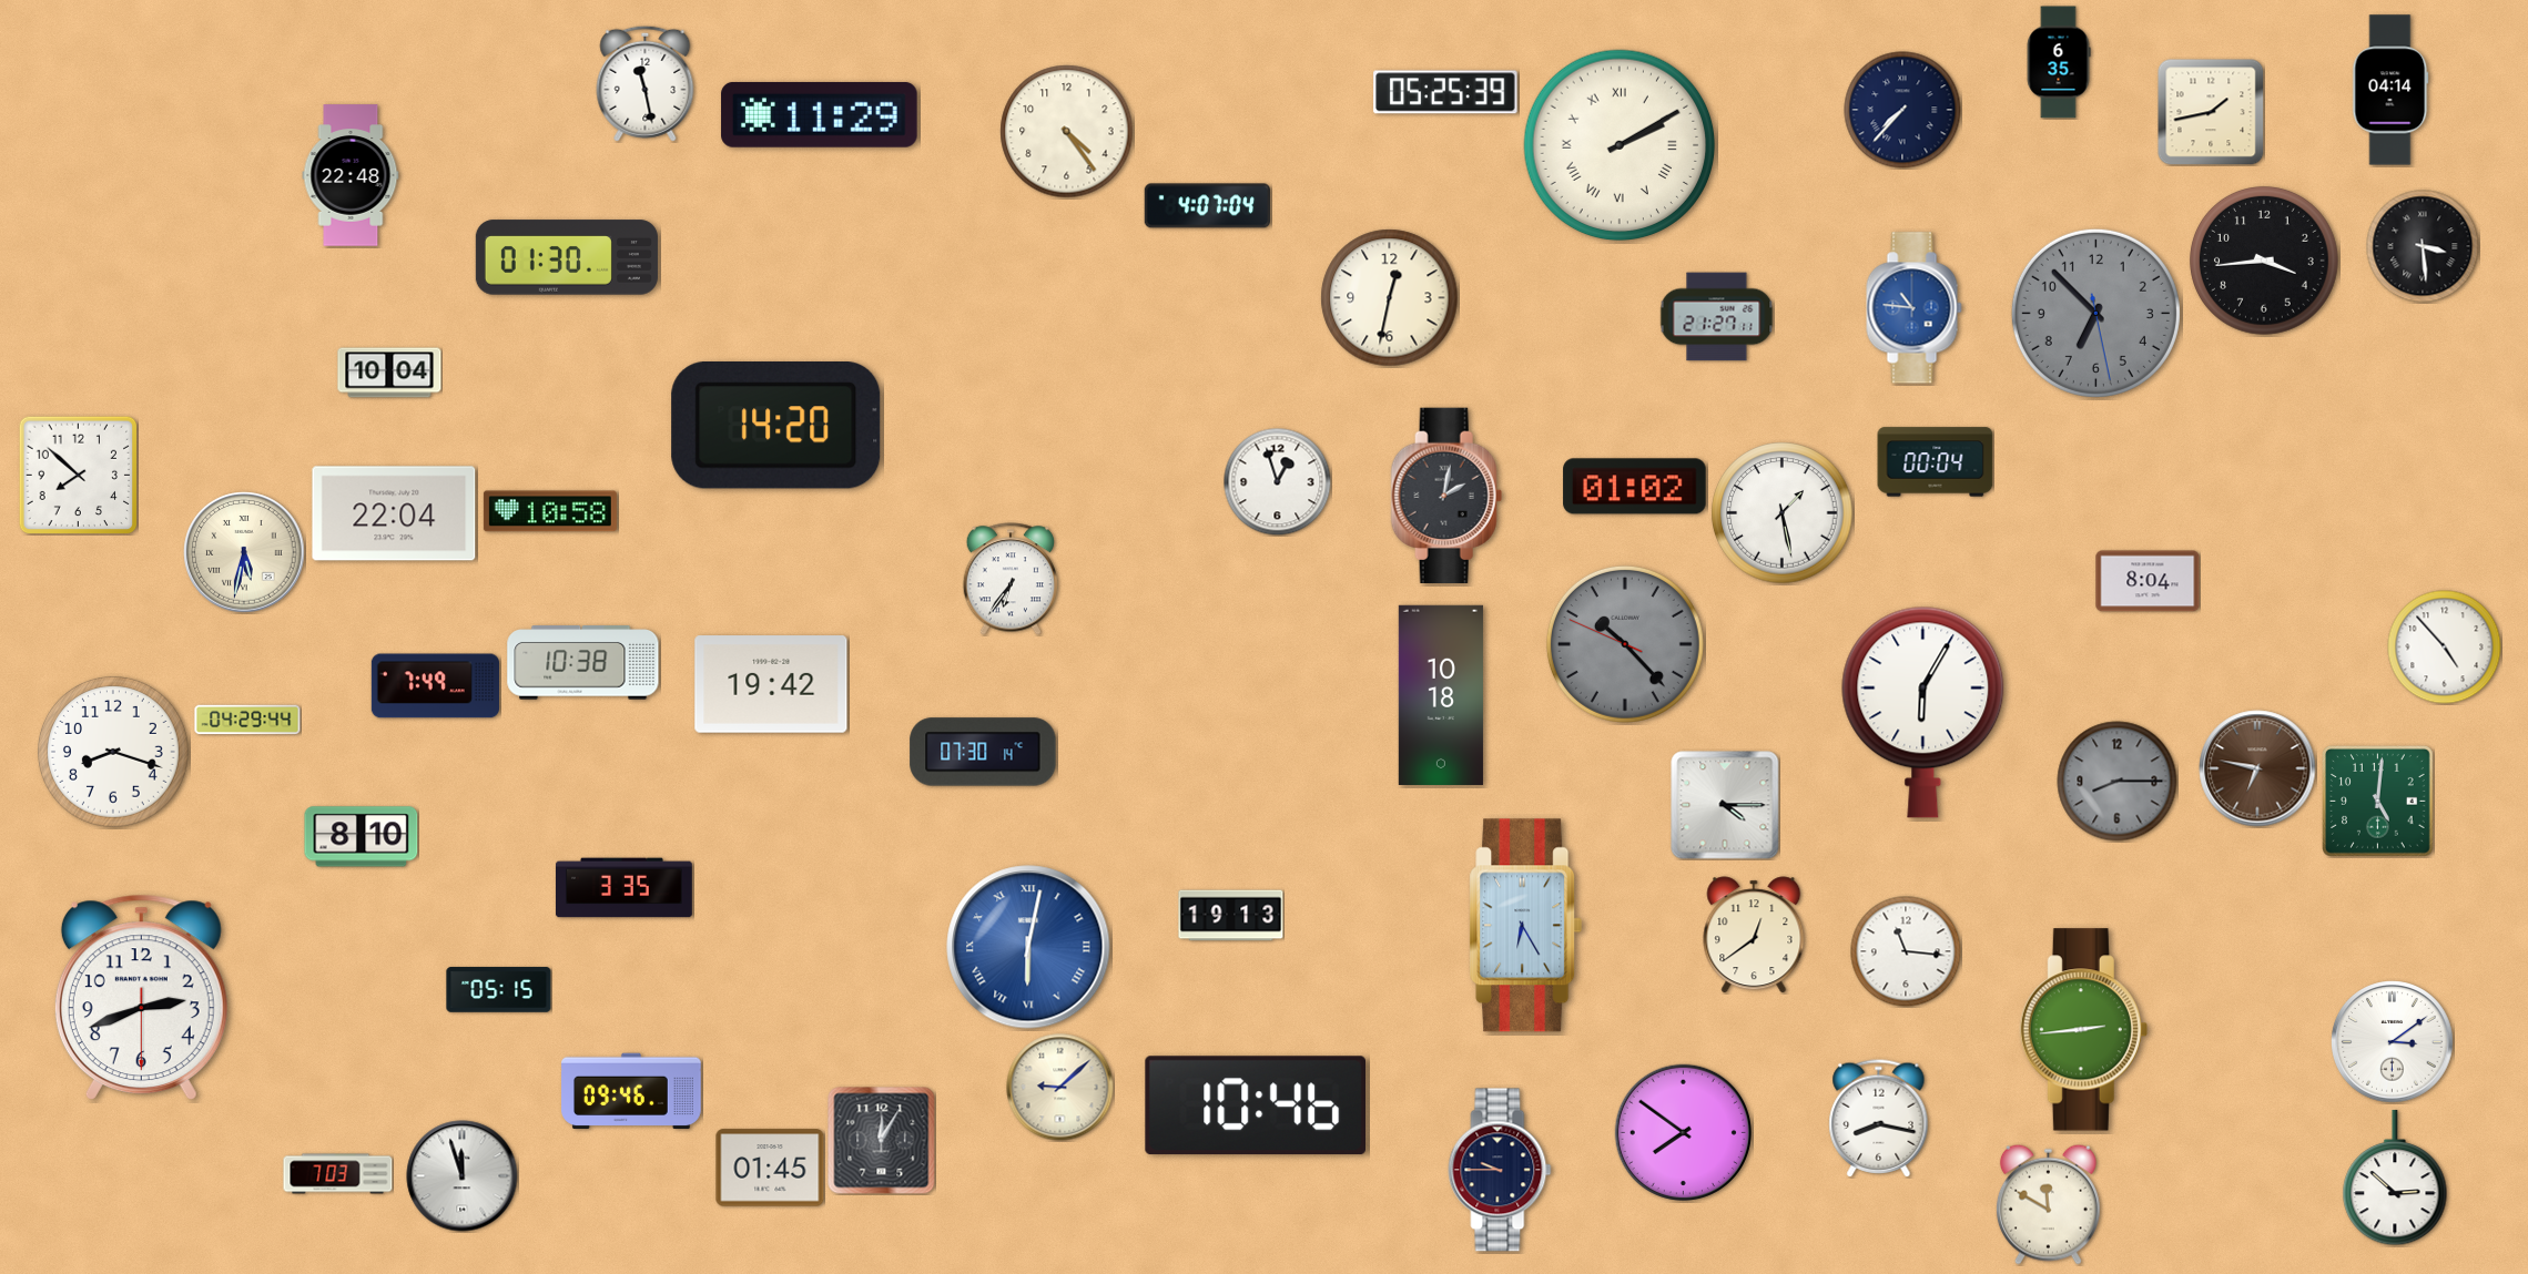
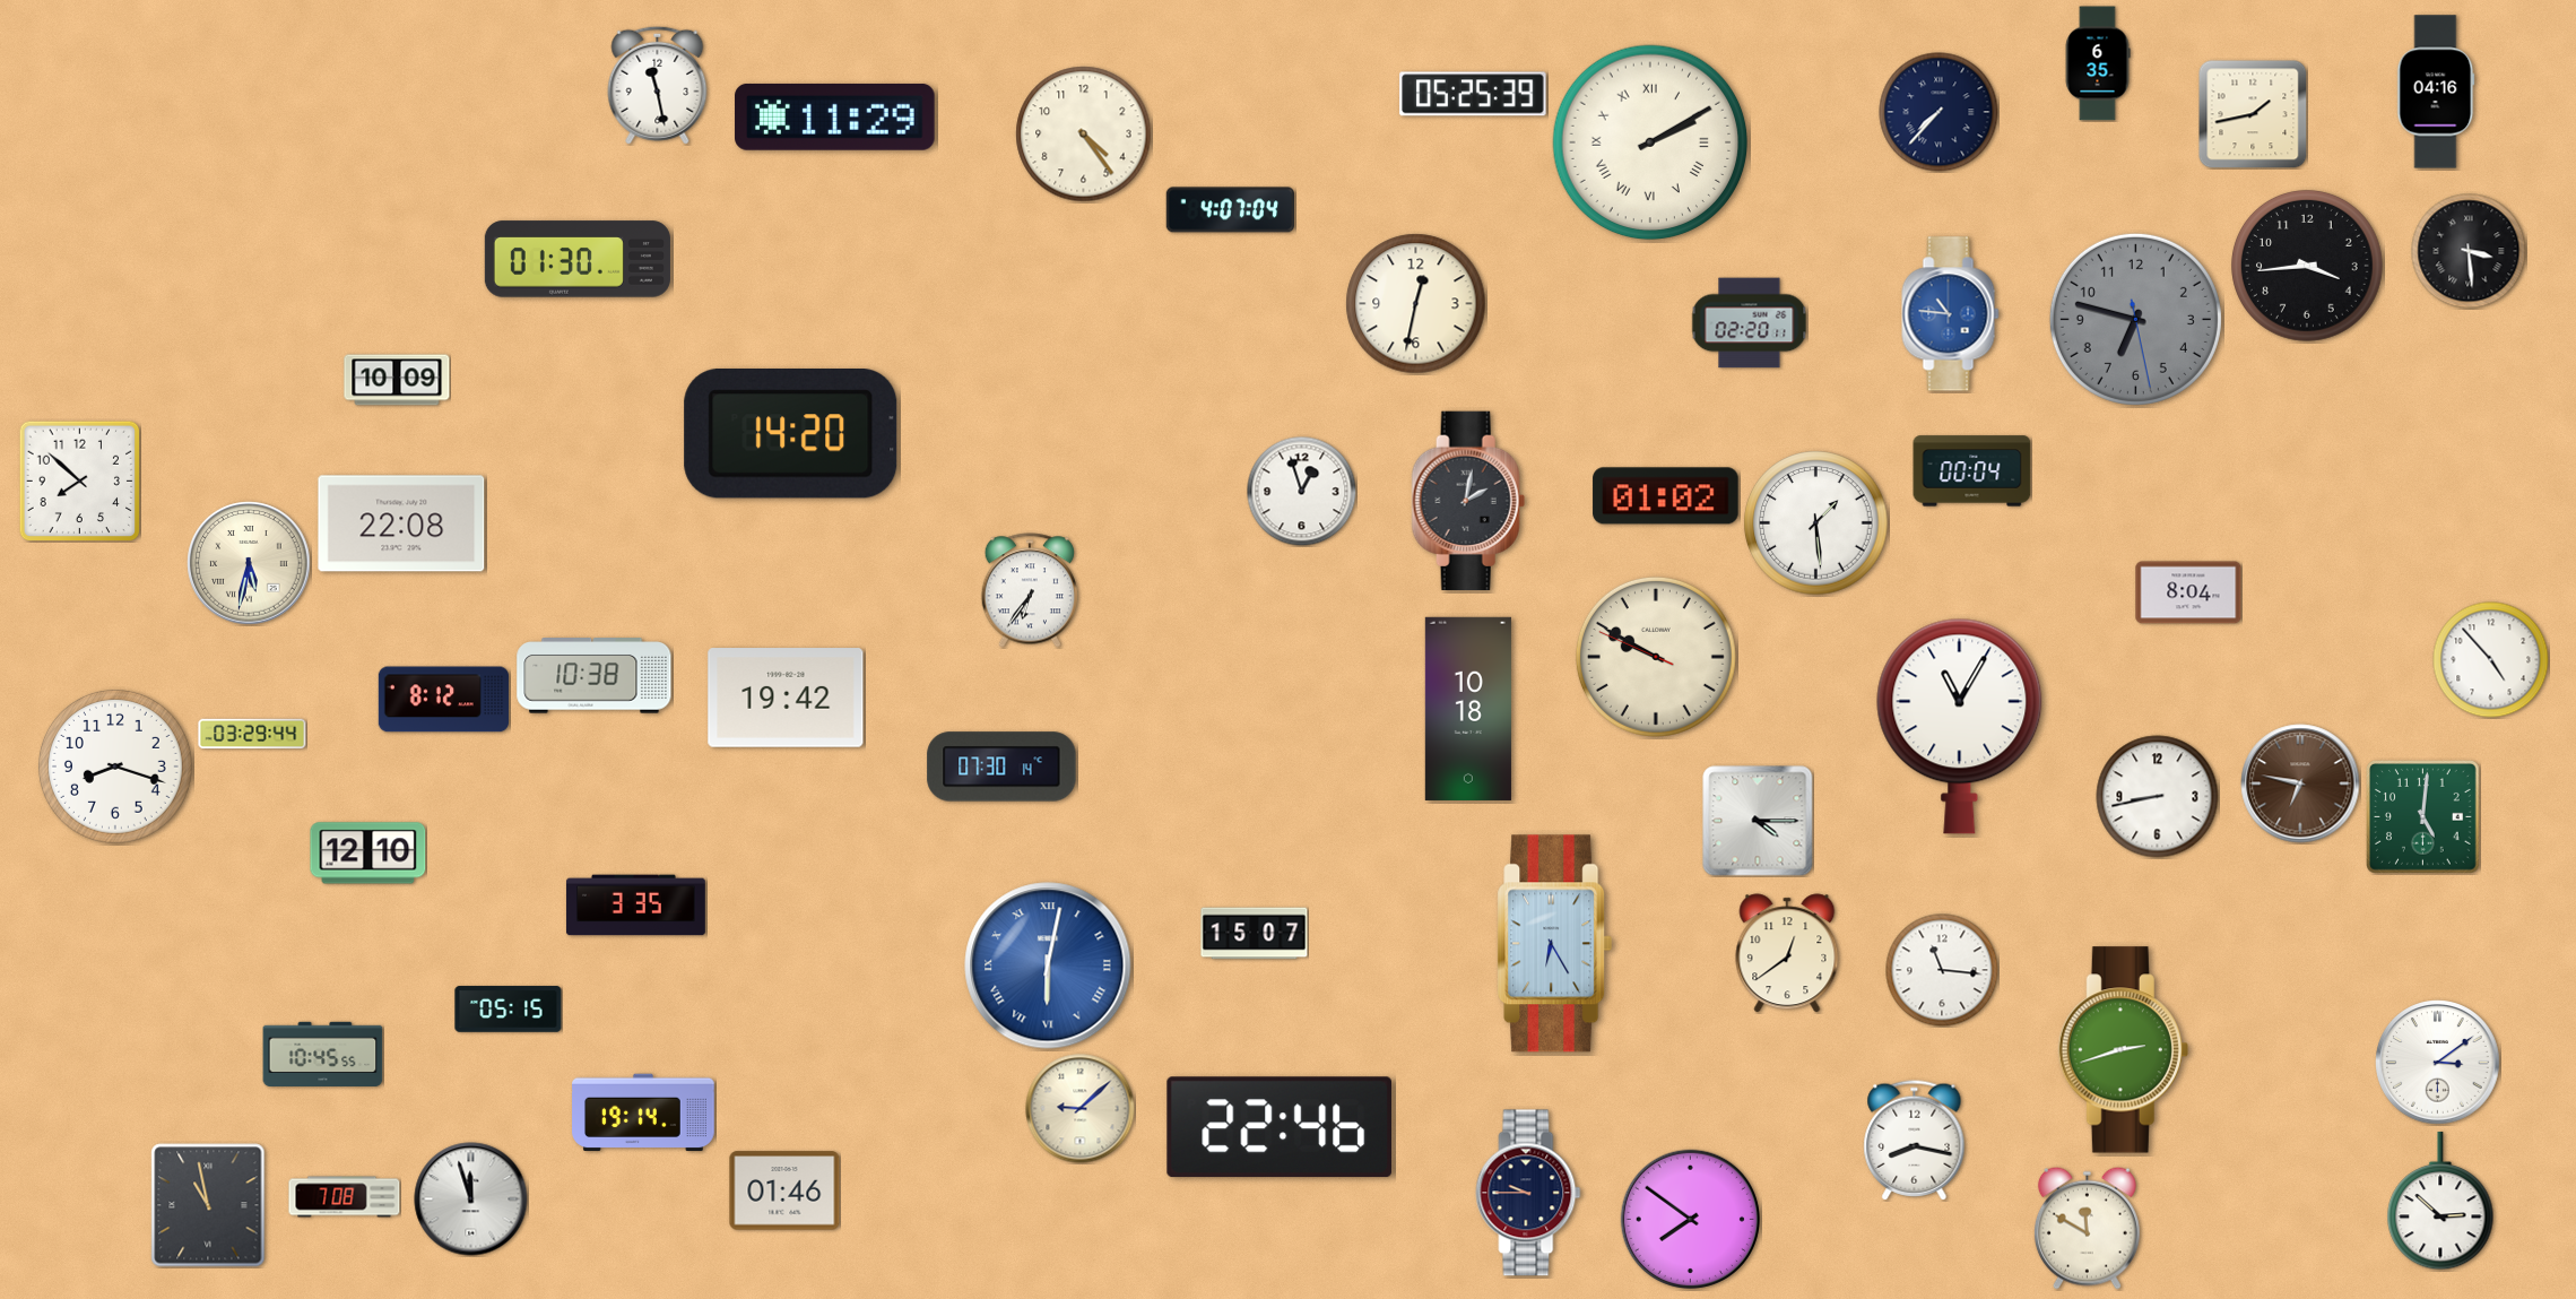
clock at (2390, 90): 04:14 -> 04:16
clock at (1067, 132) position: (1067, 132) -> (1084, 135)
clock at (1620, 145) position: (1620, 145) -> (1650, 142)
clock at (351, 175): 22:48 -> none
clock at (567, 257) position: (567, 257) -> (578, 259)
clock at (2095, 313): 6:52 -> 6:47
clock at (1717, 317): 21:27 -> 02:20
clock at (389, 373): 10:04 -> 10:09
clock at (78, 475) position: (78, 475) -> (79, 480)
clock at (1446, 496) position: (1446, 496) -> (1468, 501)
clock at (550, 511): 10:58 -> none
clock at (394, 513): 22:04 -> 22:08
clock at (1783, 513): 1:28 -> 1:29
clock at (1625, 644): 10:22 -> 9:49
clock at (1625, 644) dial: grey -> cream
clock at (435, 686): 7:49 -> 8:12
clock at (1923, 712): 6:05 -> 11:05
clock at (247, 720): 04:29 -> 03:29
clock at (2118, 782): 8:15 -> 8:43
clock at (2118, 782) dial: grey -> white
clock at (362, 837): 8:10 -> 12:10
clock at (1231, 916): 19:13 -> 15:07
clock at (141, 998): 2:41 -> none
clock at (2083, 1030): 2:44 -> 2:42
clock at (323, 1054): none -> 10:45
clock at (631, 1091): 09:46 -> 19:14
clock at (1255, 1105): 10:46 -> 22:46
clock at (1683, 1132) position: (1683, 1132) -> (1690, 1219)
clock at (882, 1141): 12:05 -> none
clock at (770, 1168): 01:45 -> 01:46
clock at (338, 1174): 7:03 -> 7:08
clock at (208, 1205): none -> 10:58
